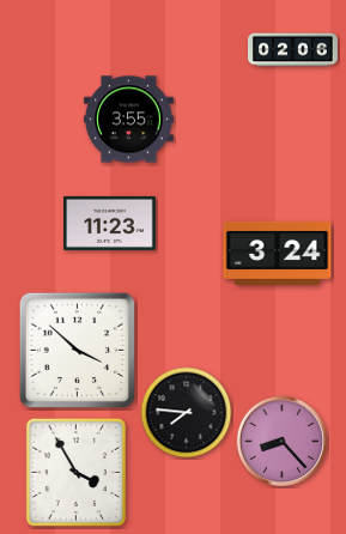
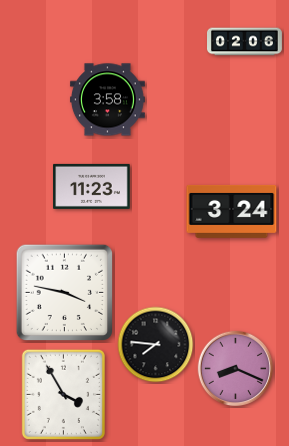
clock at (128, 120): 3:55 -> 3:58
clock at (77, 350): 3:52 -> 3:47
clock at (283, 442): 8:23 -> 8:19
